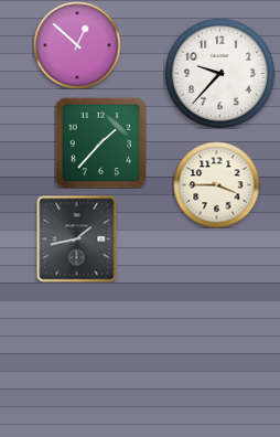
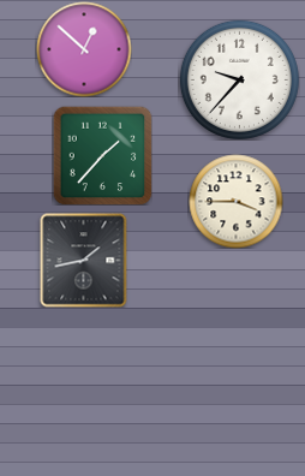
clock at (100, 142) position: (100, 142) -> (102, 155)
